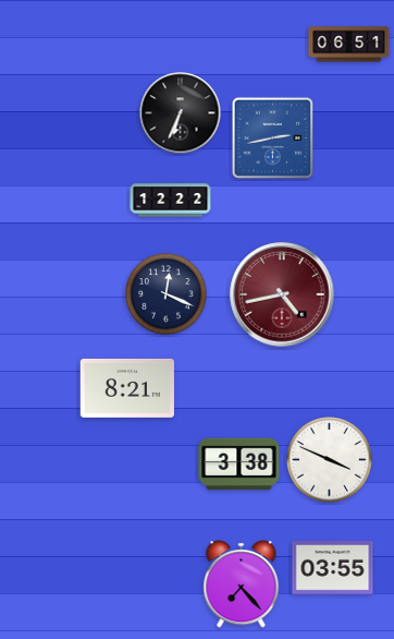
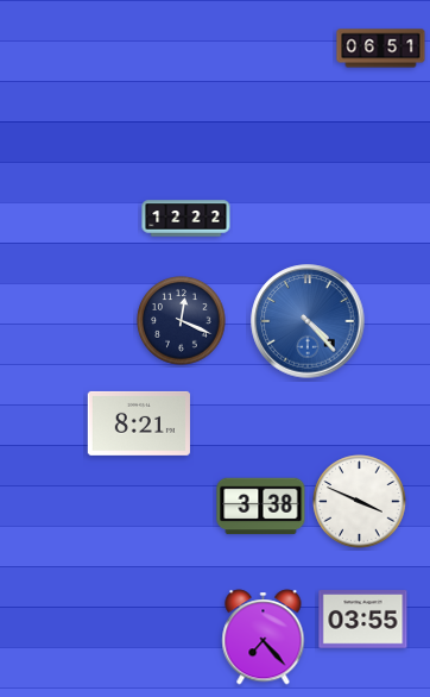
clock at (181, 113): 6:34 -> none
clock at (273, 138): 2:43 -> none
clock at (282, 294): 4:43 -> 4:23
clock at (282, 294) dial: burgundy -> blue
